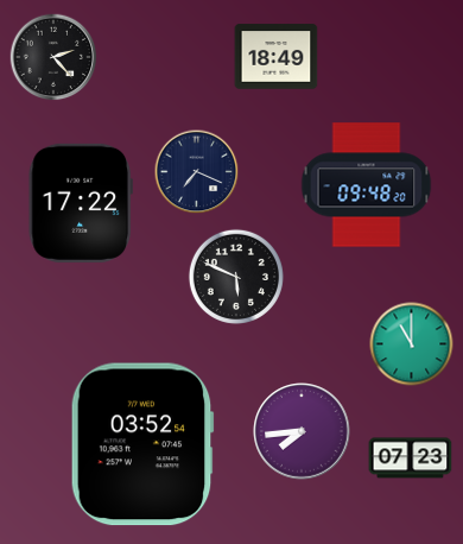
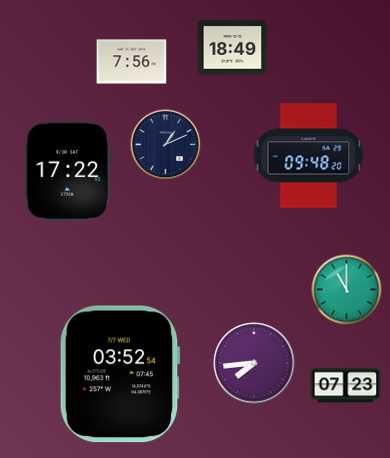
clock at (53, 57): 2:23 -> none
clock at (132, 62): none -> 7:56
clock at (197, 172): 7:19 -> 1:11
clock at (236, 277): 5:49 -> none
